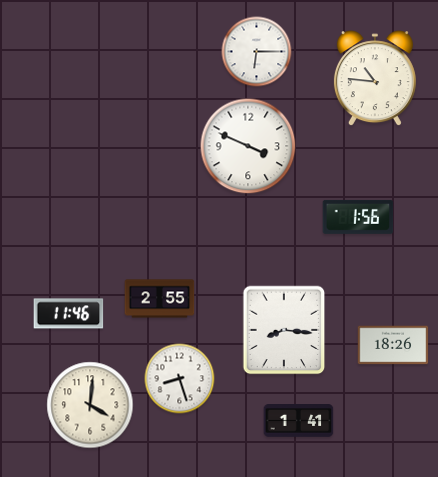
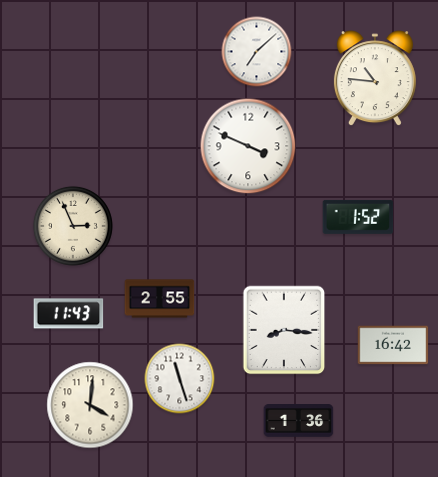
clock at (257, 52): 6:15 -> 7:08
clock at (358, 217): 1:56 -> 1:52
clock at (73, 226): none -> 2:56
clock at (69, 314): 11:46 -> 11:43
clock at (393, 345): 18:26 -> 16:42
clock at (180, 379): 8:27 -> 11:27
clock at (299, 421): 1:41 -> 1:36
